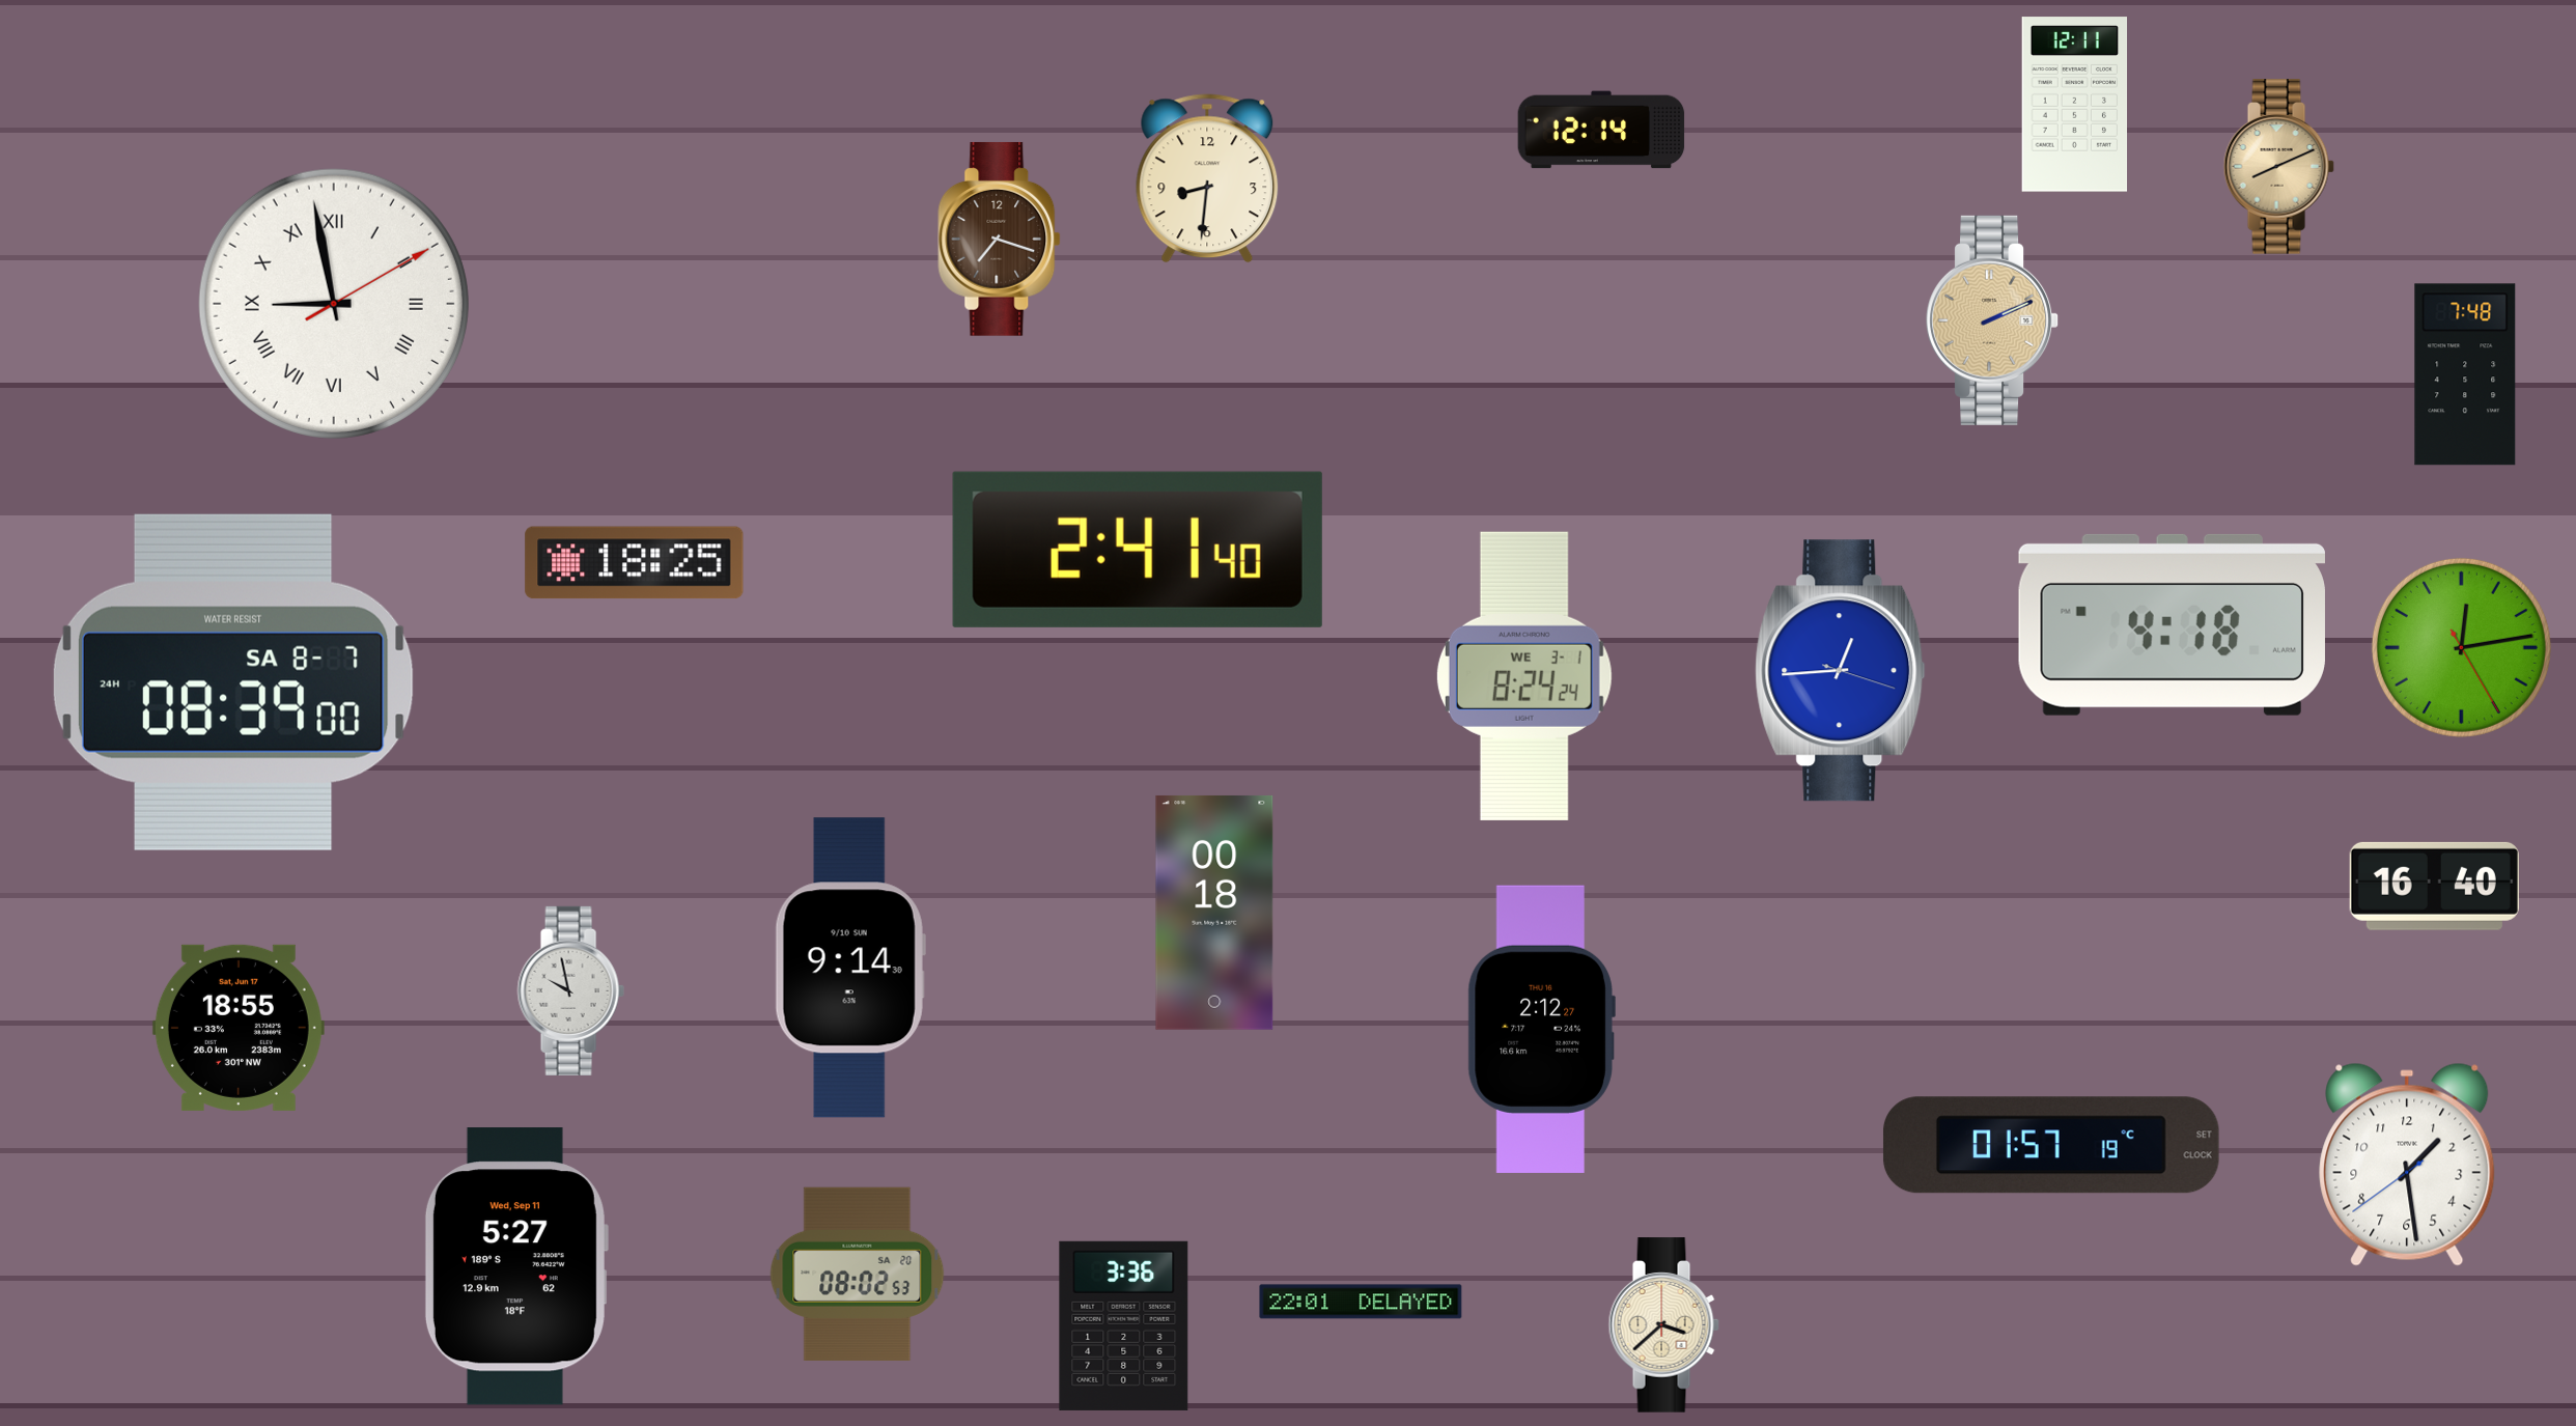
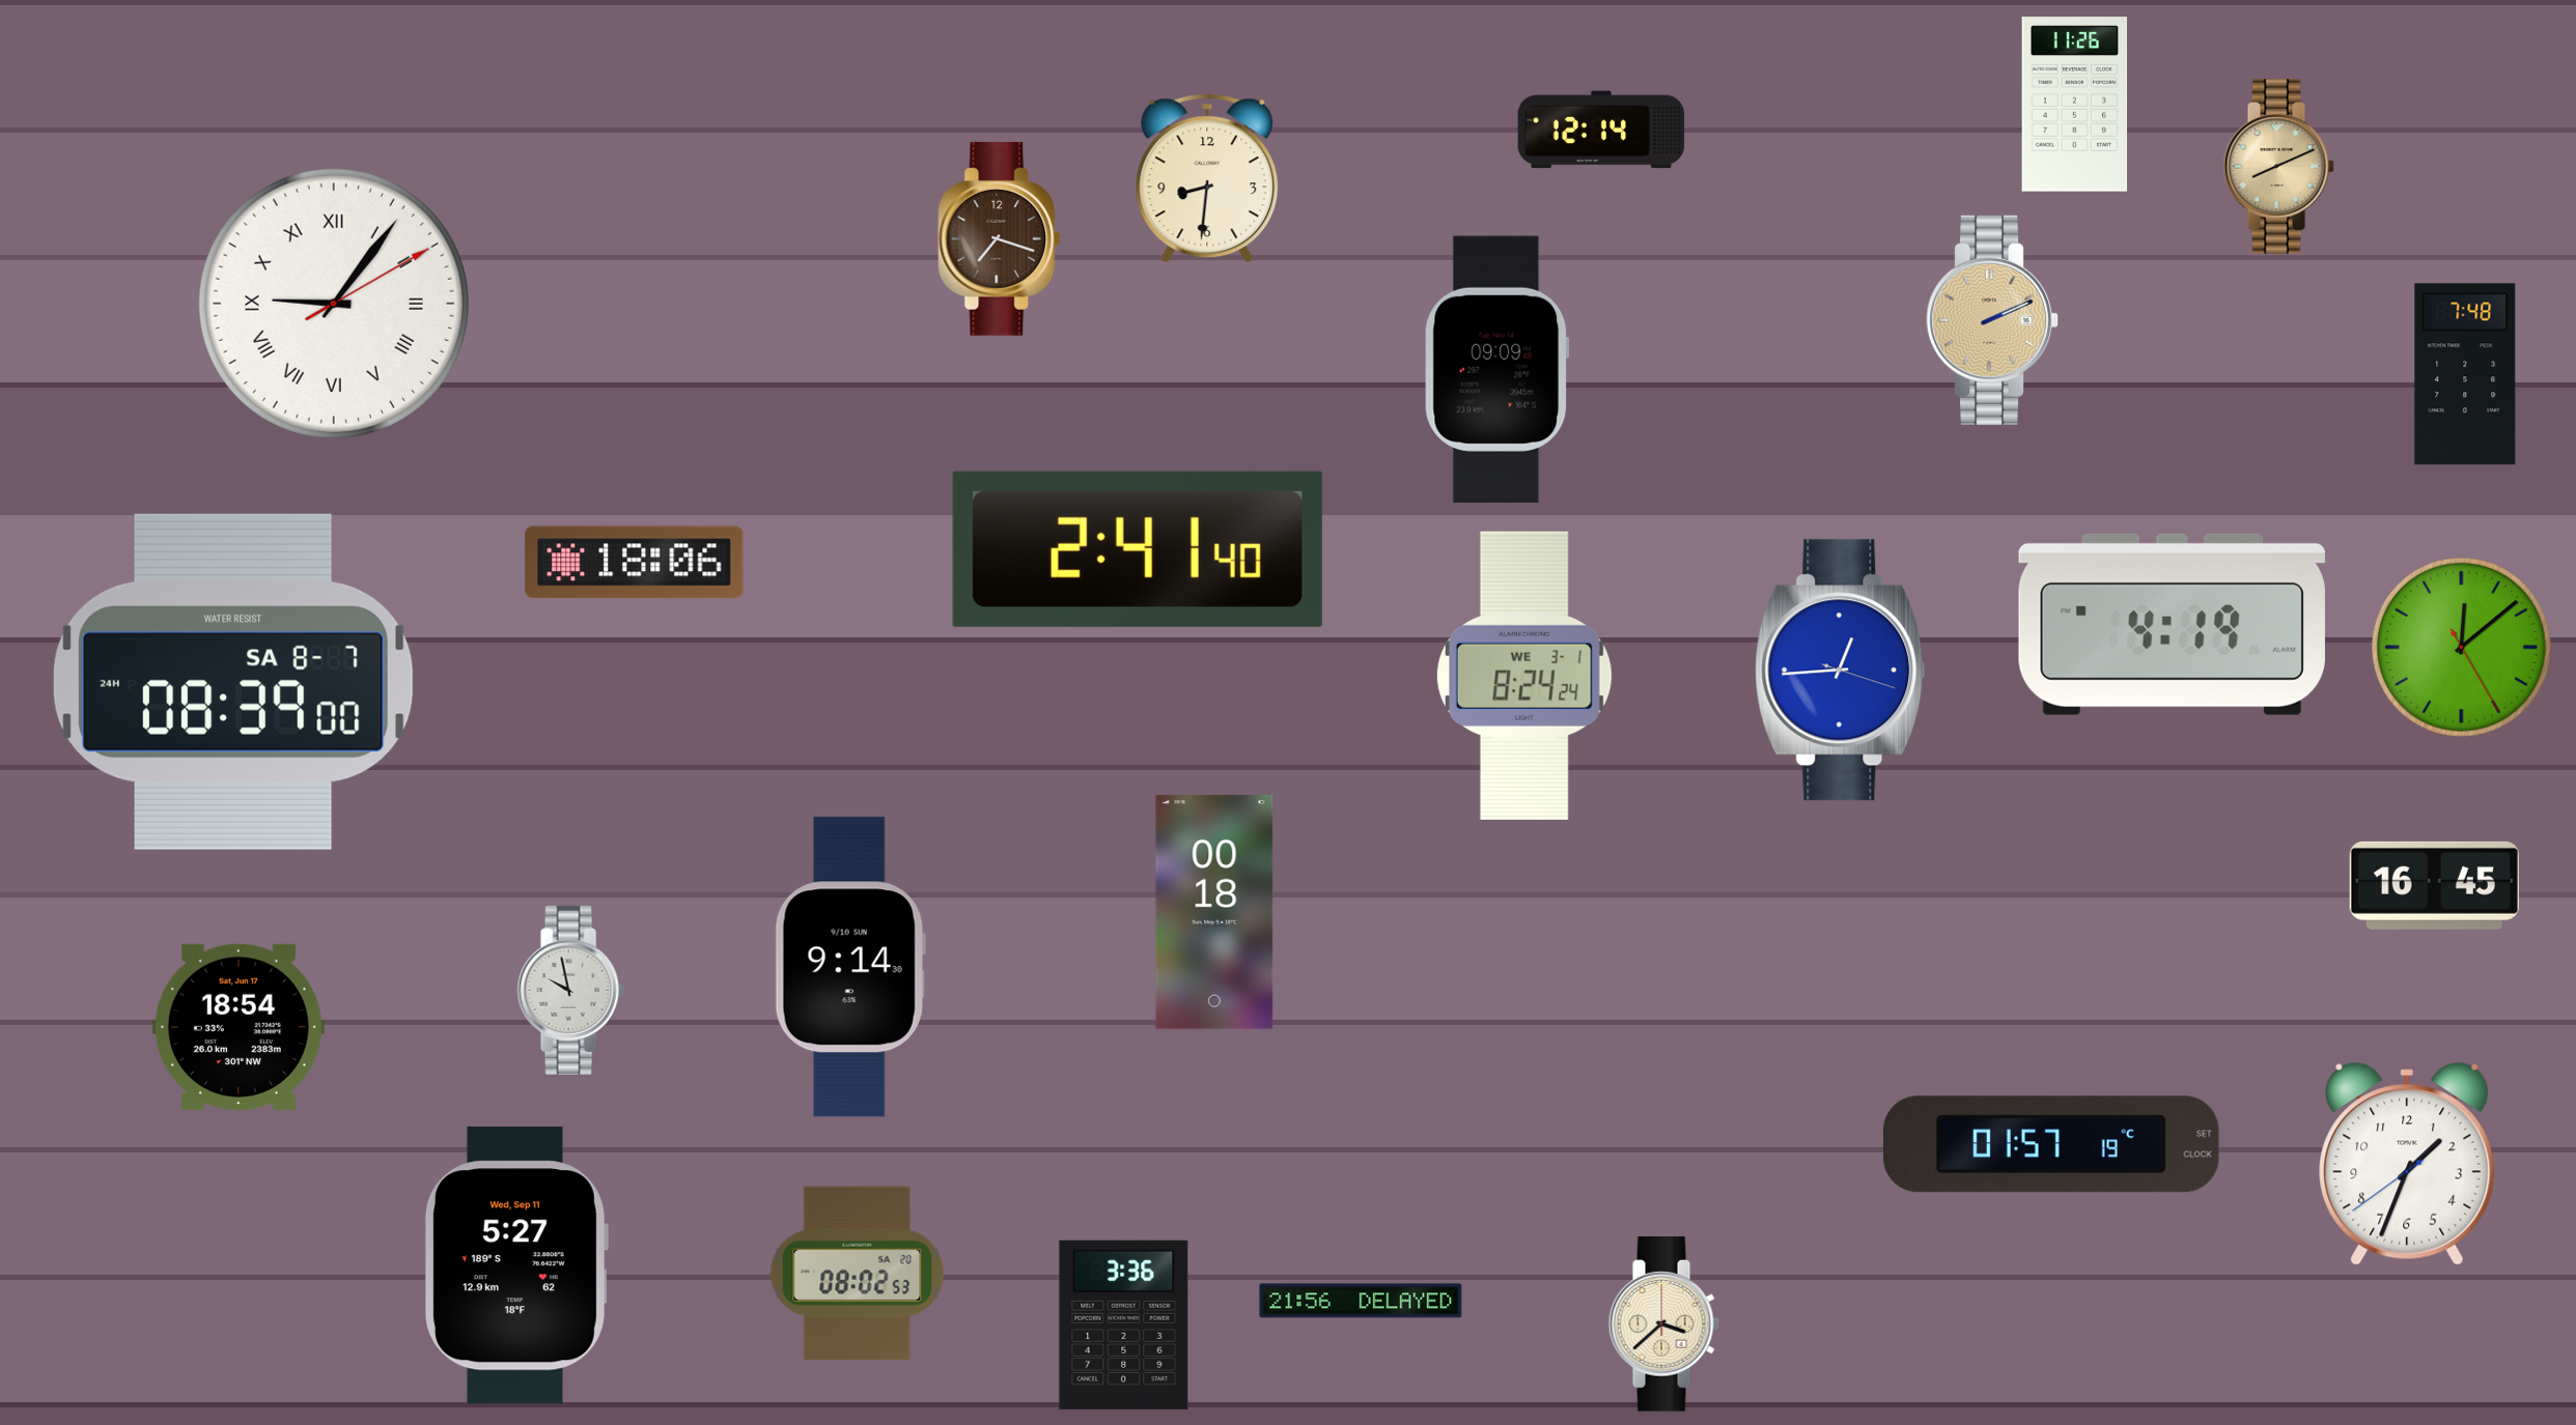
clock at (2075, 105): 12:11 -> 11:26
clock at (334, 304): 8:58 -> 9:06
clock at (1497, 369): none -> 09:09
clock at (635, 563): 18:25 -> 18:06
clock at (2172, 624): 4:18 -> 4:19
clock at (2461, 647): 12:13 -> 12:08
clock at (2434, 886): 16:40 -> 16:45
clock at (239, 1028): 18:55 -> 18:54
clock at (1541, 1029): 2:12 -> none
clock at (2407, 1165): 1:28 -> 1:33
clock at (1361, 1302): 22:01 -> 21:56
